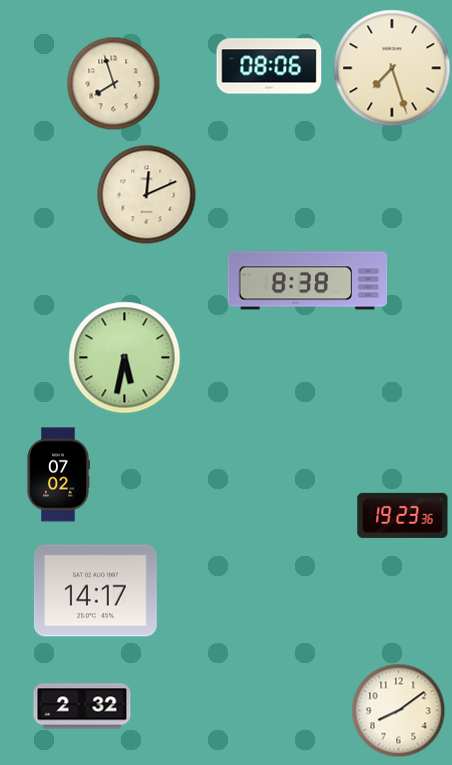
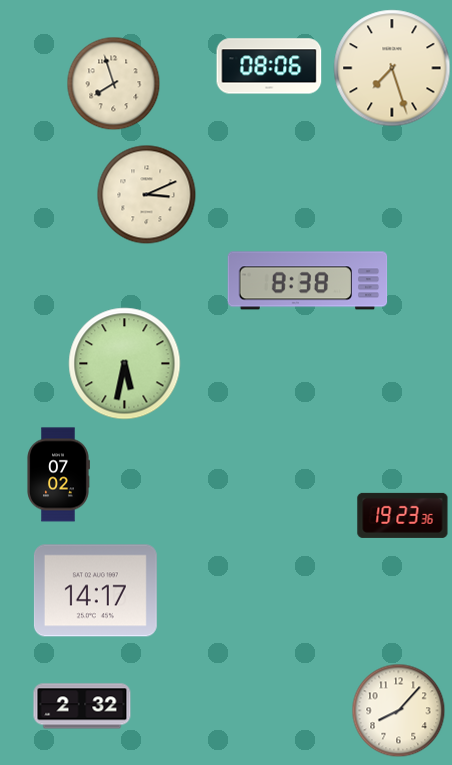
clock at (147, 195): 12:11 -> 3:11
clock at (125, 358) position: (125, 358) -> (125, 364)
clock at (398, 710): 8:09 -> 8:07
